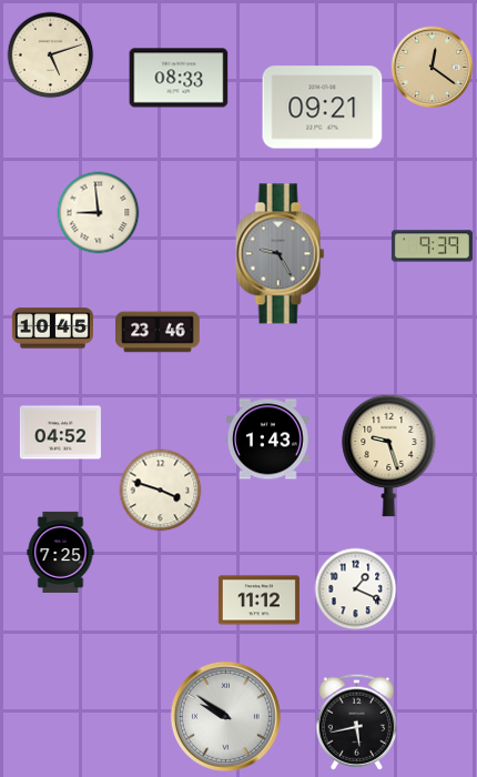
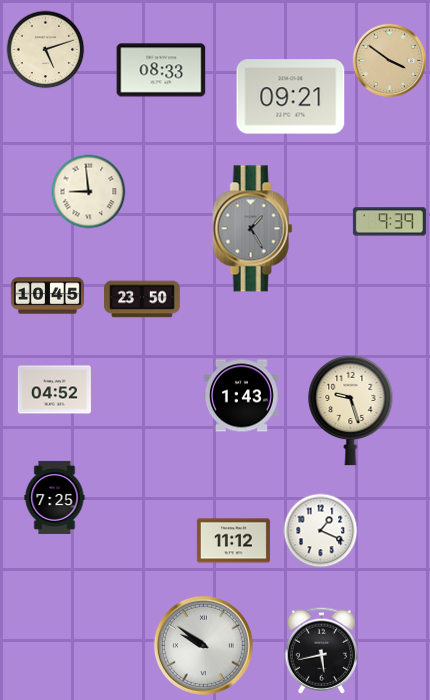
clock at (433, 68): 12:21 -> 3:51
clock at (281, 254): 9:25 -> 1:25
clock at (158, 332): 23:46 -> 23:50
clock at (161, 491): 3:48 -> none
